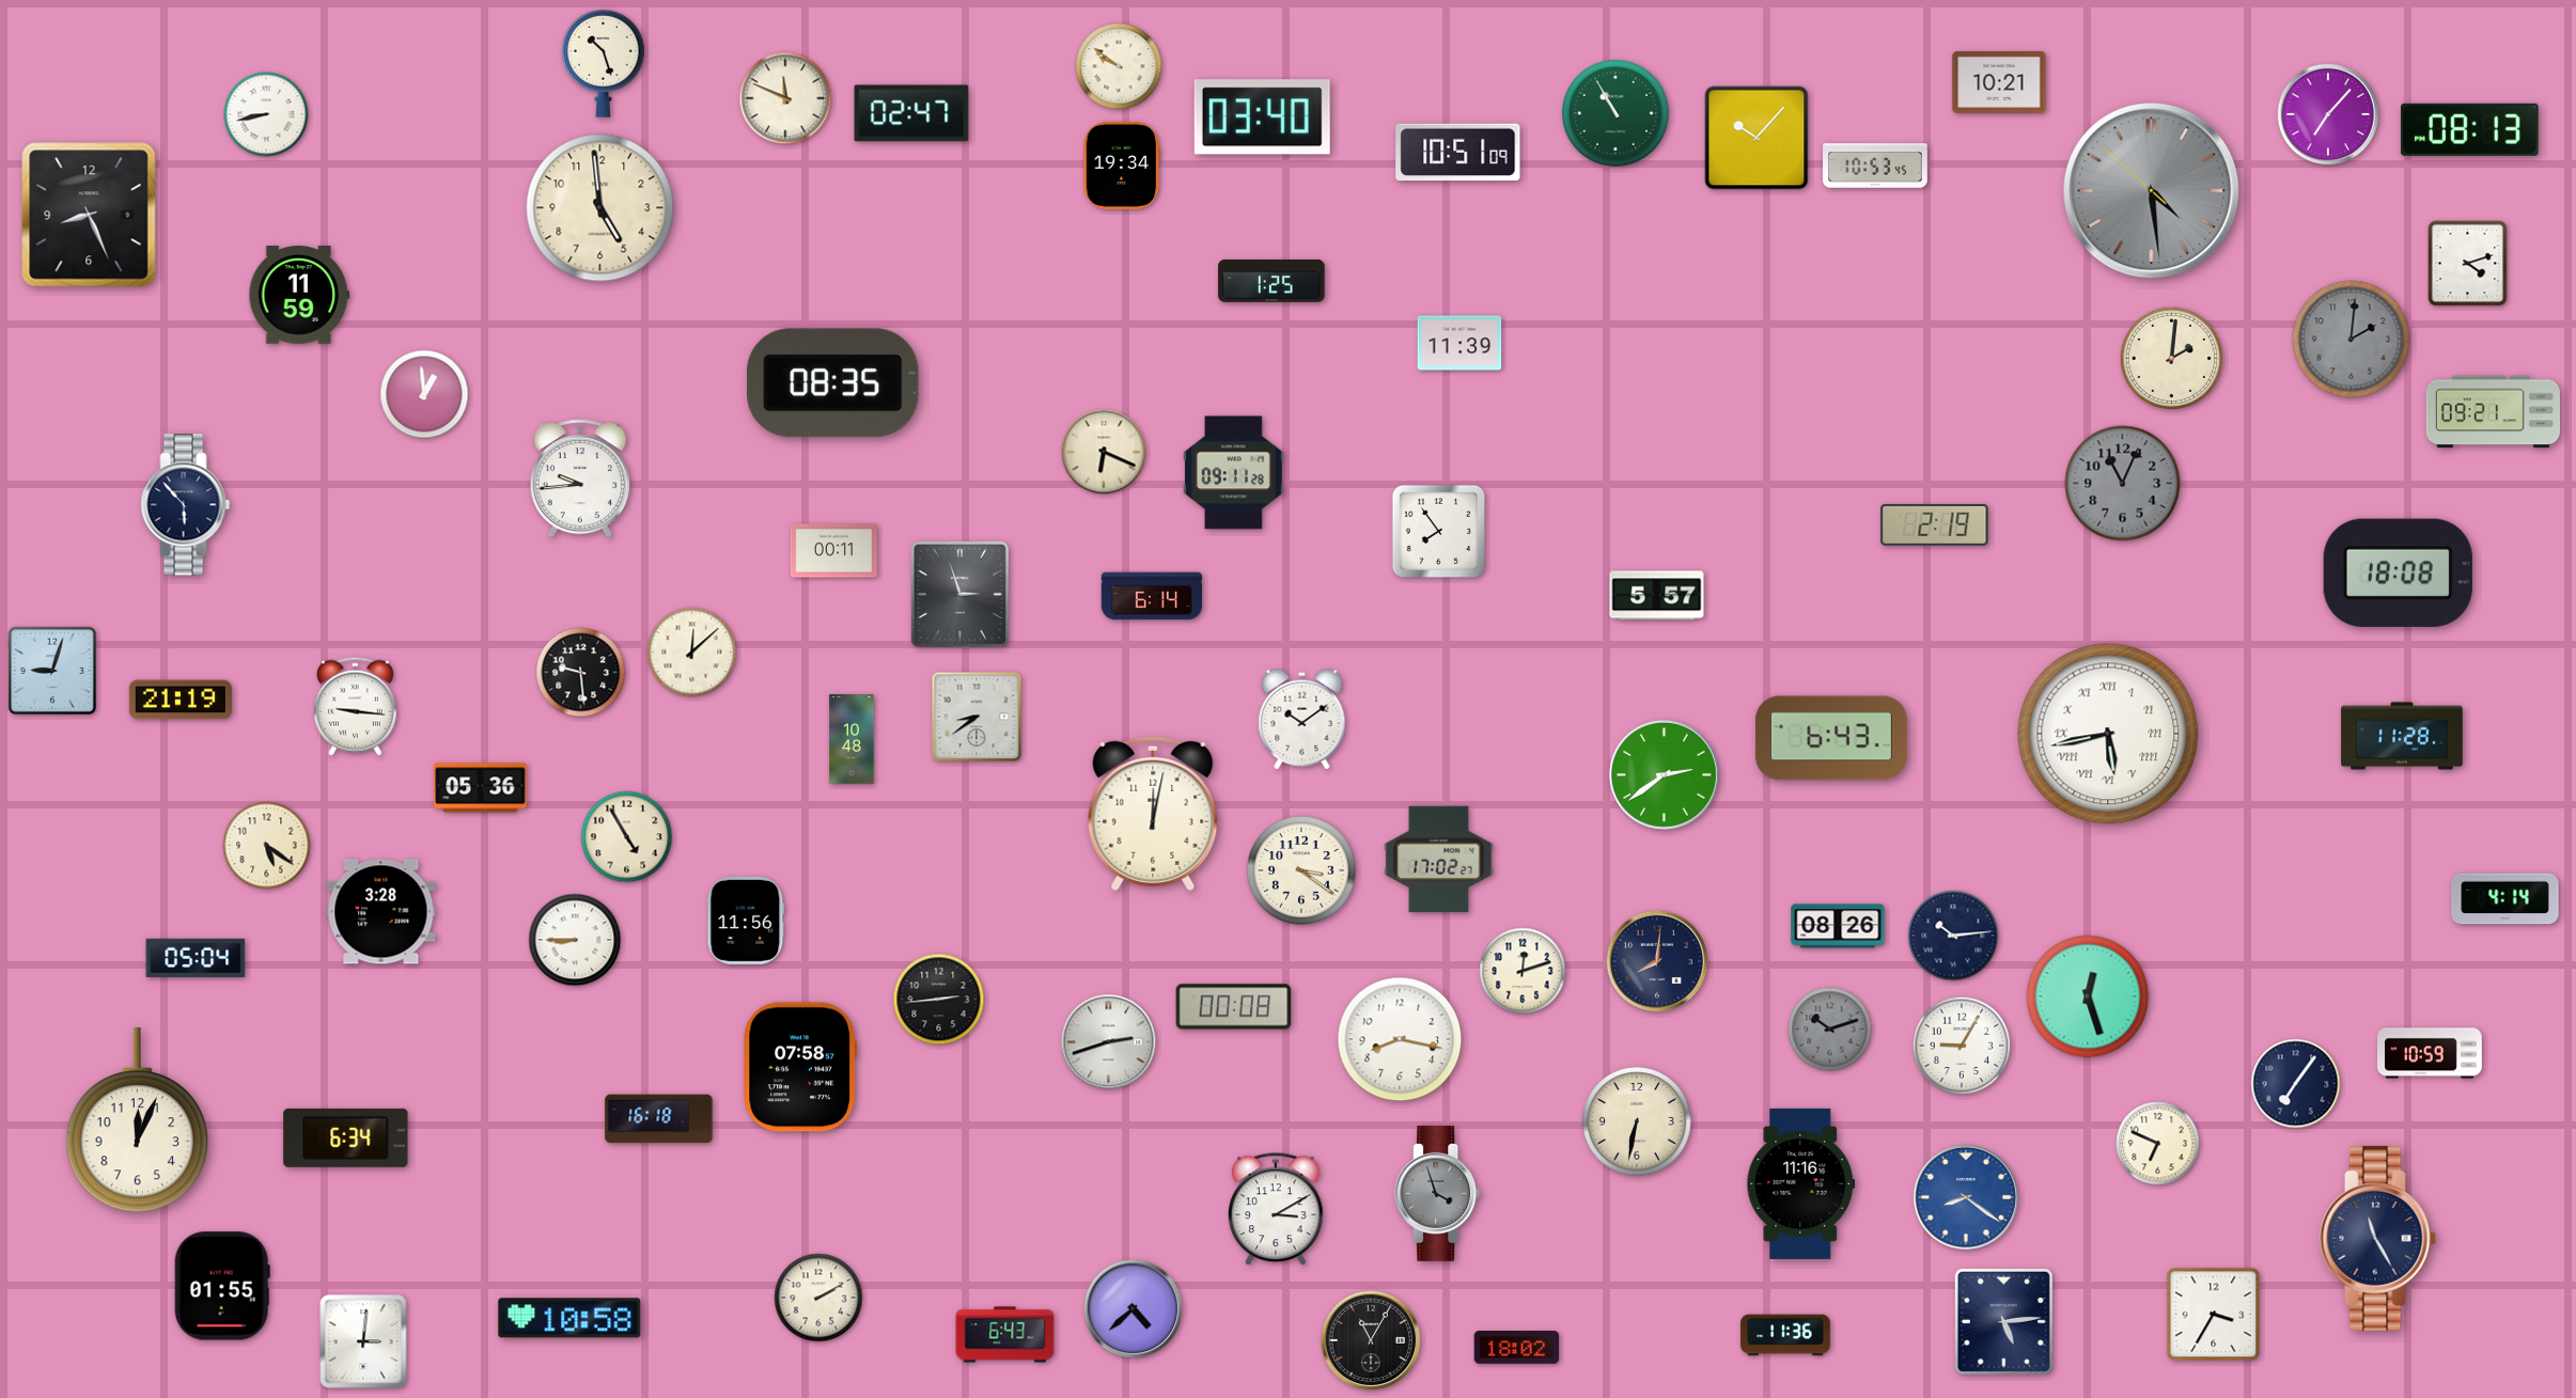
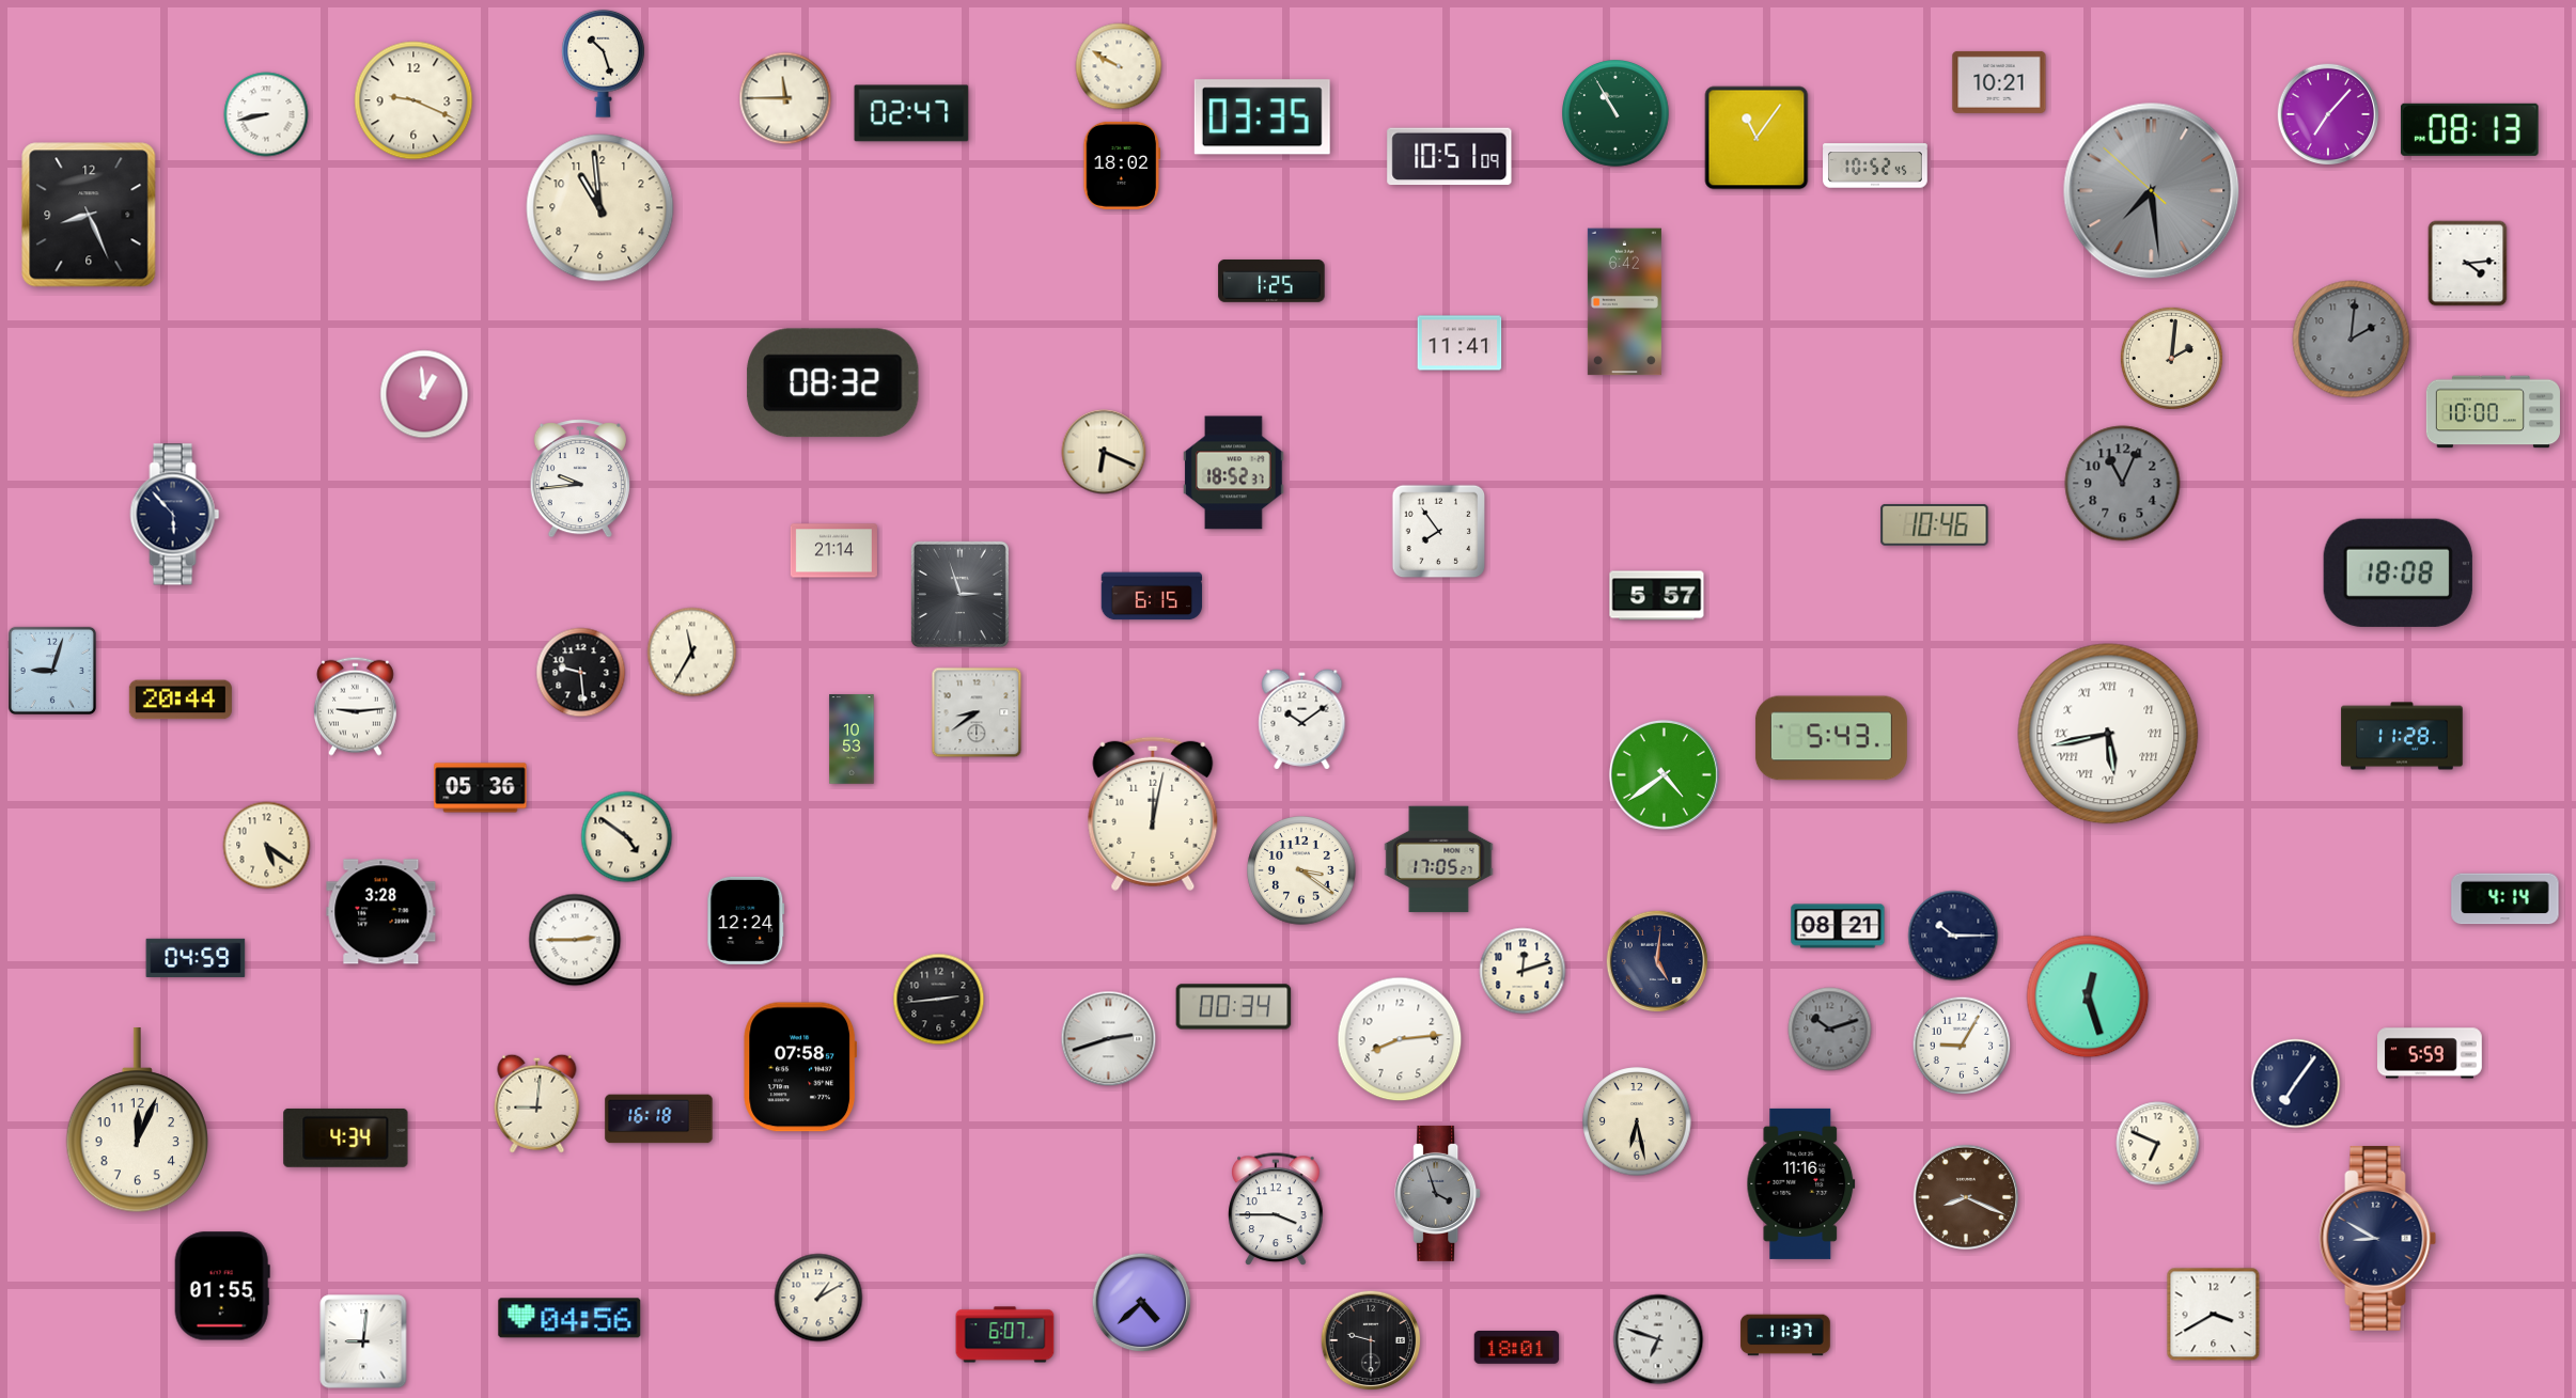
clock at (1119, 66): 9:51 -> 9:50
clock at (785, 98): 11:49 -> 11:45
clock at (413, 100): none -> 9:19
clock at (1262, 117): 03:40 -> 03:35
clock at (1757, 138): 10:07 -> 11:06
clock at (1458, 153) position: (1458, 153) -> (1450, 157)
clock at (1122, 166): 19:34 -> 18:02
clock at (1875, 166): 10:53 -> 10:52
clock at (2152, 191): 4:28 -> 7:28
clock at (600, 208): 4:59 -> 10:59
clock at (2468, 264): 4:12 -> 4:14
clock at (299, 295): 11:59 -> none
clock at (1624, 302): none -> 6:42
clock at (1459, 343): 11:39 -> 11:41
clock at (833, 383): 08:35 -> 08:32
clock at (2493, 412): 09:21 -> 10:00
clock at (1234, 473): 09:11 -> 18:52
clock at (186, 505) position: (186, 505) -> (175, 515)
clock at (1935, 524): 2:19 -> 10:46
clock at (833, 551): 00:11 -> 21:14
clock at (1152, 596): 6:14 -> 6:15
clock at (692, 653): 12:08 -> 11:35
clock at (181, 700): 21:19 -> 20:44
clock at (356, 706): 9:16 -> 9:14
clock at (977, 717) position: (977, 717) -> (977, 712)
clock at (1831, 738): 6:43 -> 5:43
clock at (852, 739): 10:48 -> 10:53
clock at (1664, 774): 2:39 -> 4:39
clock at (627, 837): 4:55 -> 4:51
clock at (1439, 860): 17:02 -> 17:05
clock at (746, 921): 11:56 -> 12:24
clock at (1838, 926): 08:26 -> 08:21
clock at (1953, 936): 10:14 -> 10:15
clock at (575, 940): 8:45 -> 2:45
clock at (196, 957): 05:04 -> 04:59
clock at (1657, 961): 8:01 -> 5:01
clock at (1234, 1007): 00:08 -> 00:34
clock at (1400, 1039): 8:17 -> 8:14
clock at (1109, 1042) position: (1109, 1042) -> (1109, 1039)
clock at (2430, 1053): 10:59 -> 5:59
clock at (537, 1103): none -> 9:01
clock at (1637, 1121): 6:32 -> 6:28
clock at (346, 1137): 6:34 -> 4:34
clock at (1966, 1197): 8:21 -> 8:19
clock at (1966, 1197) dial: blue -> brown
clock at (1276, 1210): 3:10 -> 3:45
clock at (2378, 1238): 11:25 -> 8:50
clock at (818, 1298): 2:10 -> 1:10
clock at (1134, 1309) position: (1134, 1309) -> (1142, 1303)
clock at (2214, 1315): 3:35 -> 3:40
clock at (569, 1318): 10:58 -> 04:56
clock at (2003, 1321): 5:14 -> none
clock at (1005, 1335): 6:43 -> 6:07
clock at (1785, 1335): 11:36 -> 11:37
clock at (1658, 1339): none -> 6:48
clock at (1371, 1340): 11:05 -> 9:30
clock at (363, 1341): 3:01 -> 9:01
clock at (1517, 1348): 18:02 -> 18:01
